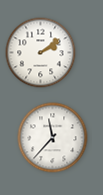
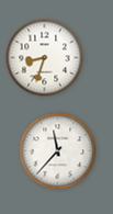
clock at (41, 53): 2:09 -> 8:33
